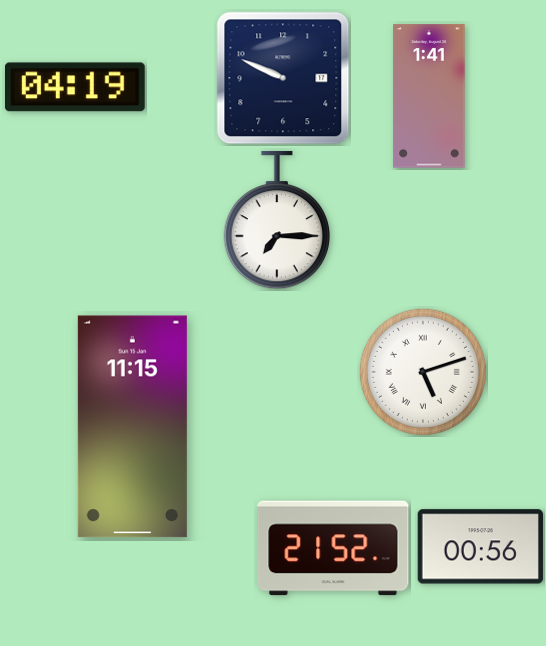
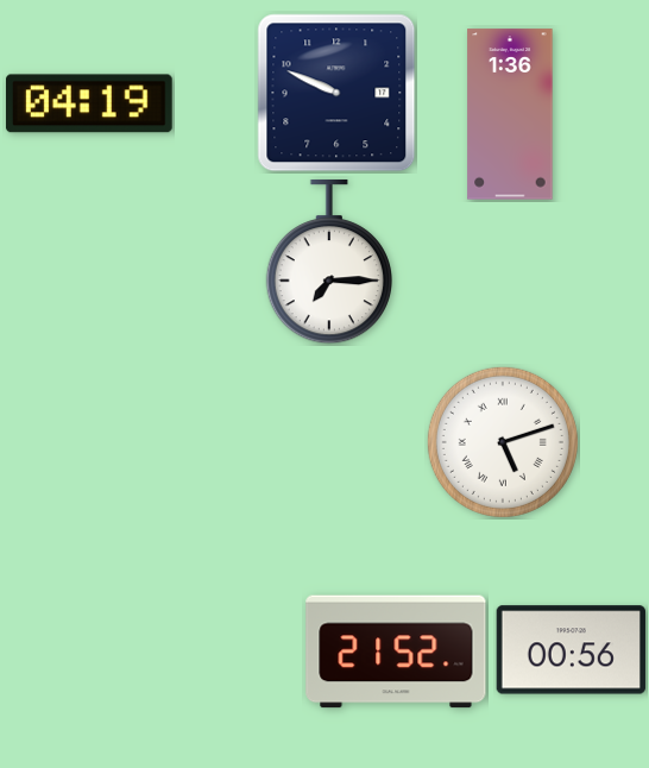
clock at (429, 96): 1:41 -> 1:36
clock at (132, 427): 11:15 -> none
